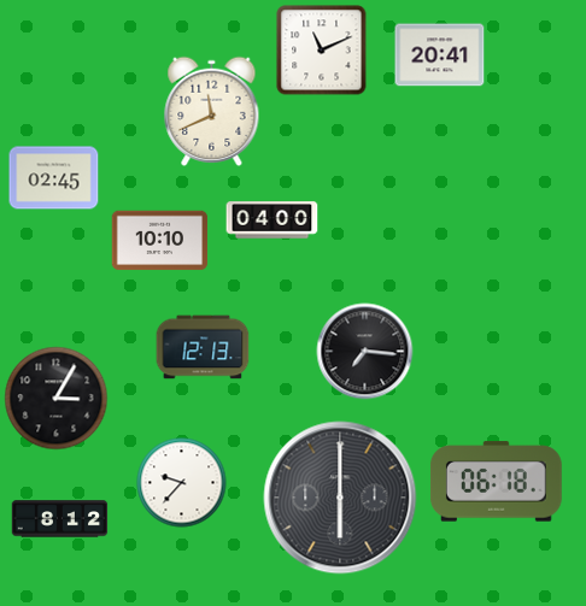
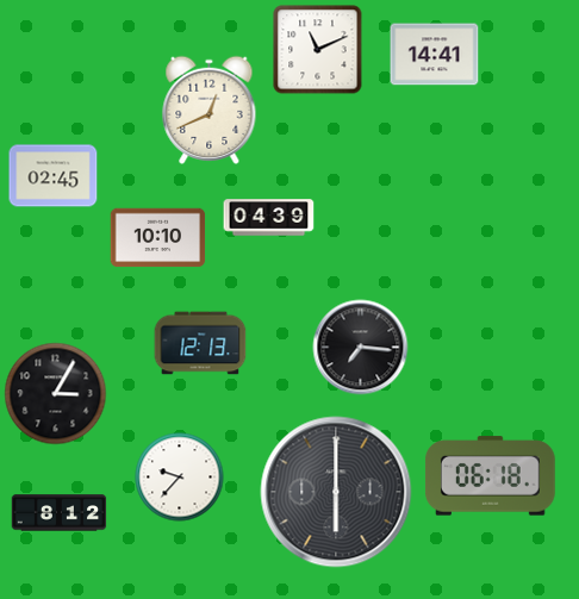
clock at (440, 55): 20:41 -> 14:41
clock at (212, 111): 11:41 -> 12:41
clock at (273, 220): 04:00 -> 04:39
